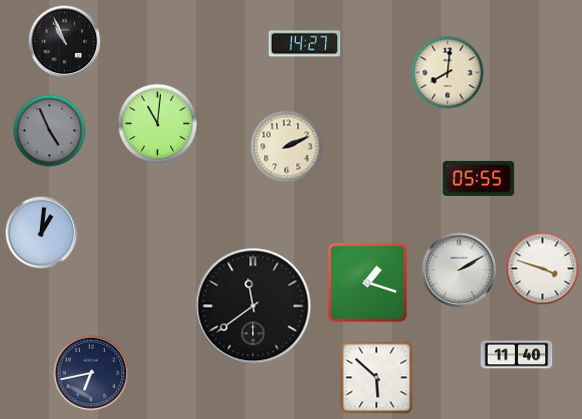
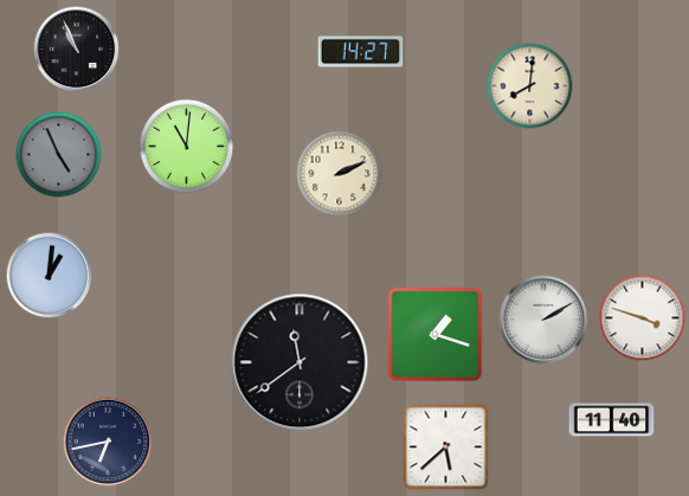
clock at (479, 178): 05:55 -> none
clock at (377, 378): 5:52 -> 5:38
